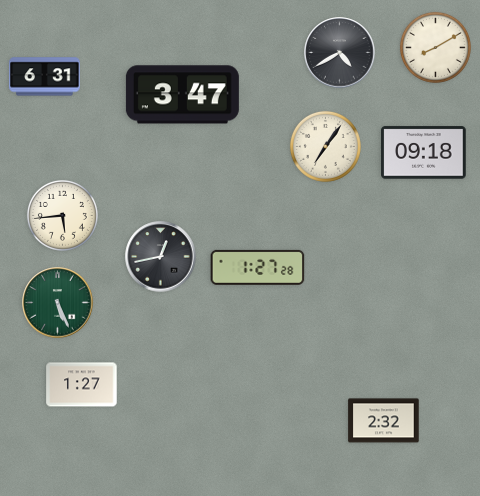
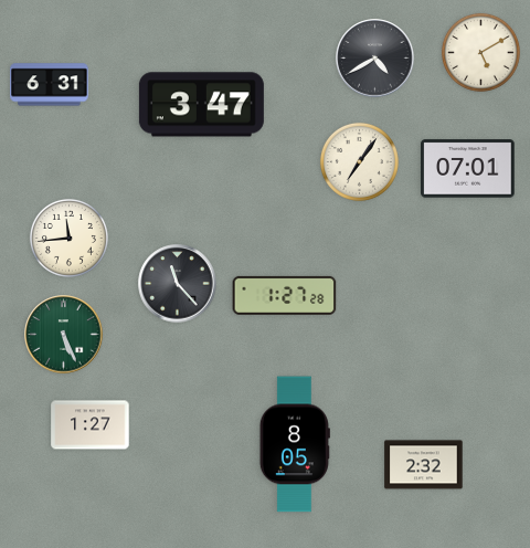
clock at (435, 47): 8:10 -> 5:10
clock at (424, 153): 09:18 -> 07:01
clock at (62, 215): 5:44 -> 11:44
clock at (161, 257): 12:43 -> 11:23
clock at (295, 444): none -> 8:05
